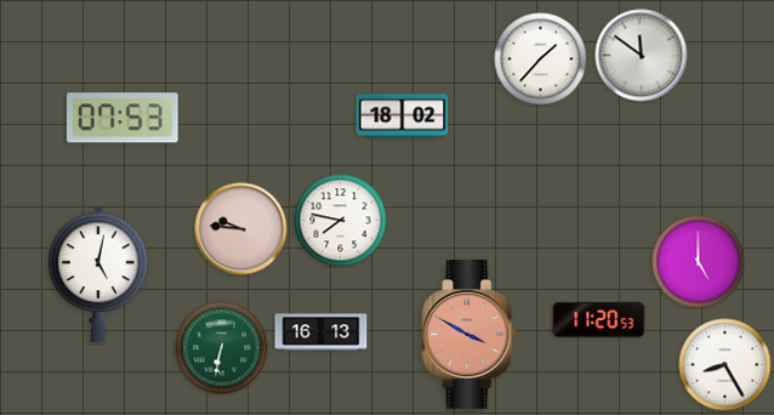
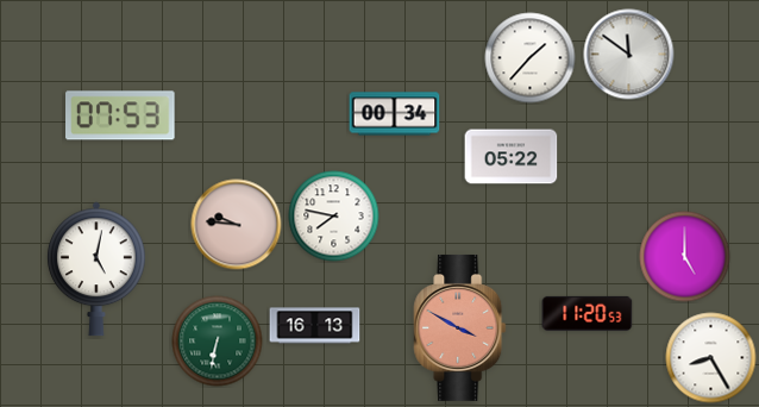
clock at (403, 116): 18:02 -> 00:34
clock at (512, 157): none -> 05:22
